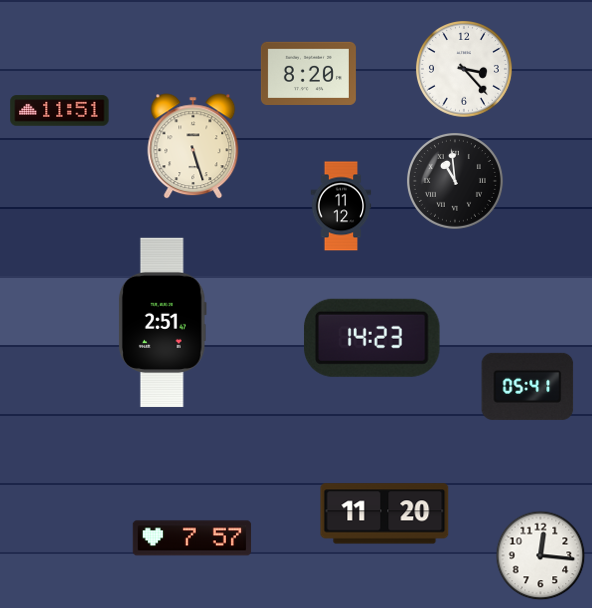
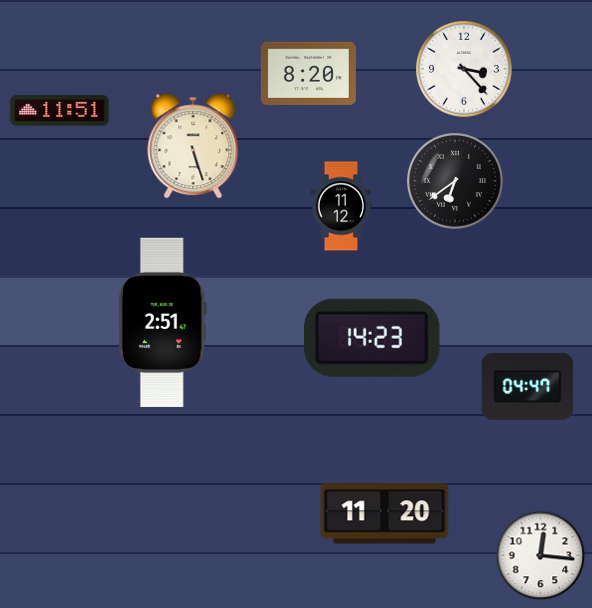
clock at (456, 182): 10:59 -> 6:39
clock at (528, 386): 05:41 -> 04:47
clock at (192, 538): 7:57 -> none
